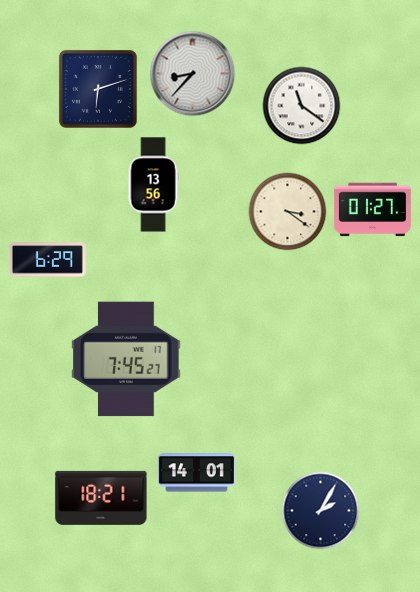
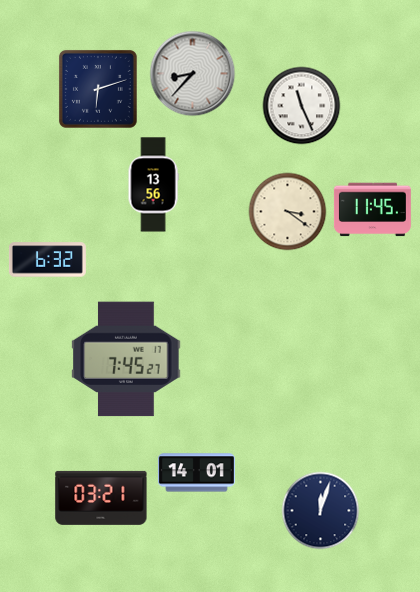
clock at (301, 105): 11:21 -> 11:26
clock at (372, 210): 01:27 -> 11:45
clock at (47, 260): 6:29 -> 6:32
clock at (101, 498): 18:21 -> 03:21
clock at (320, 510): 2:05 -> 12:03
